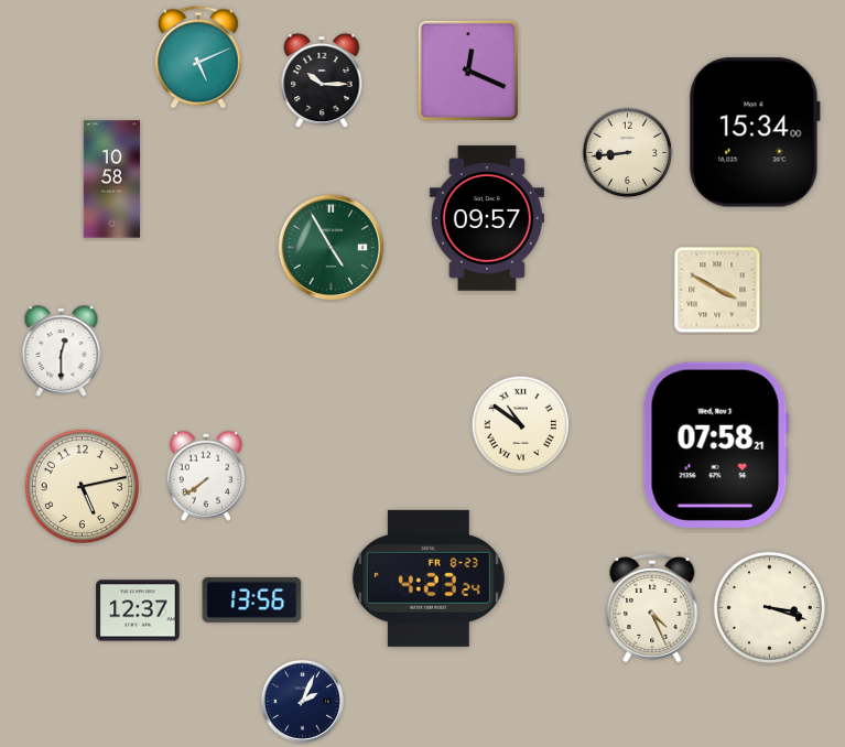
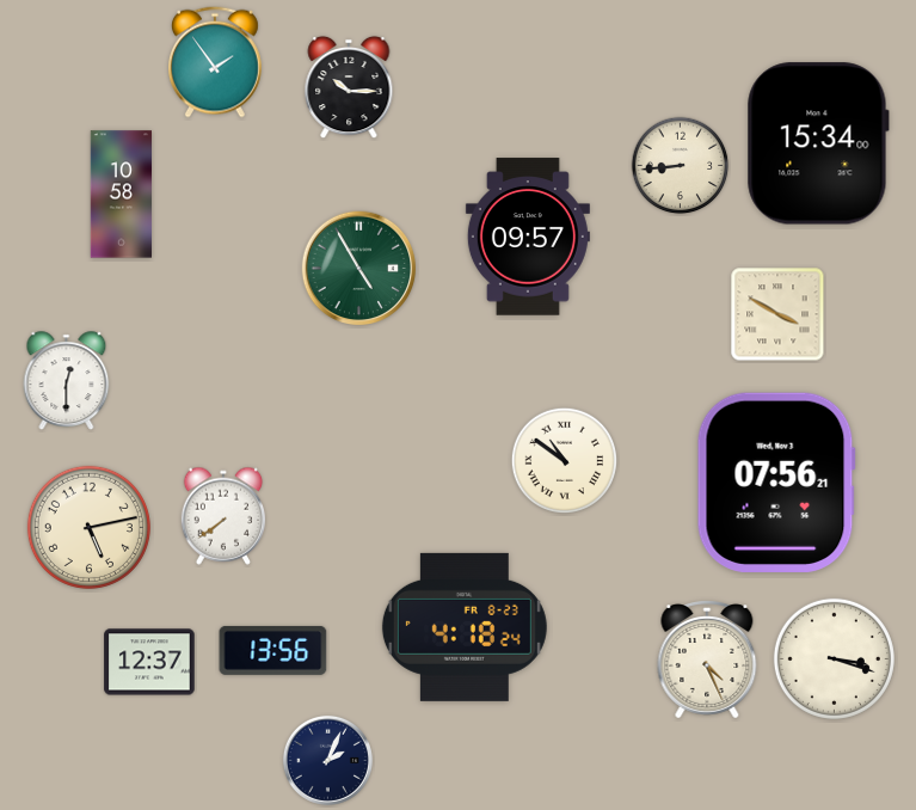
clock at (198, 57): 5:11 -> 1:54
clock at (468, 71): 12:19 -> none
clock at (716, 445): 07:58 -> 07:56
clock at (429, 578): 4:23 -> 4:18
